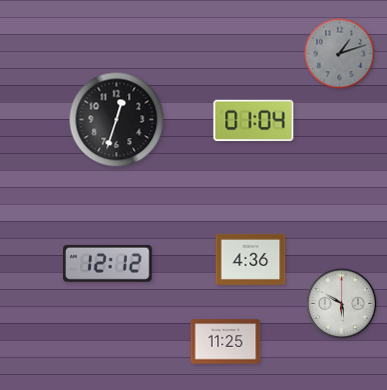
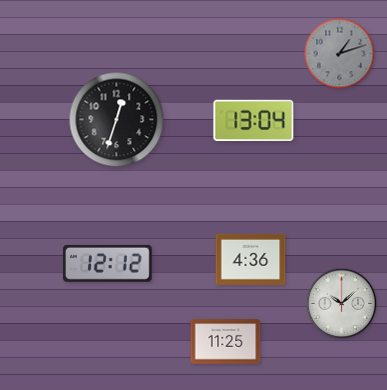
clock at (254, 121): 01:04 -> 13:04
clock at (342, 304): 5:50 -> 10:08
